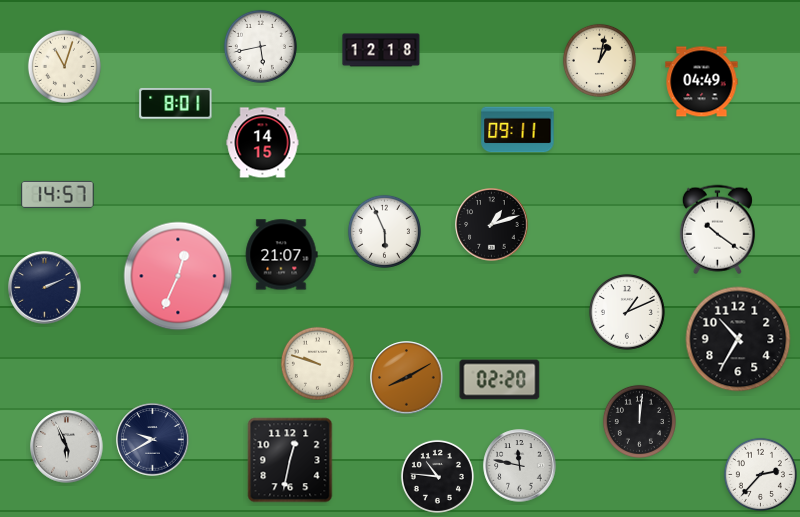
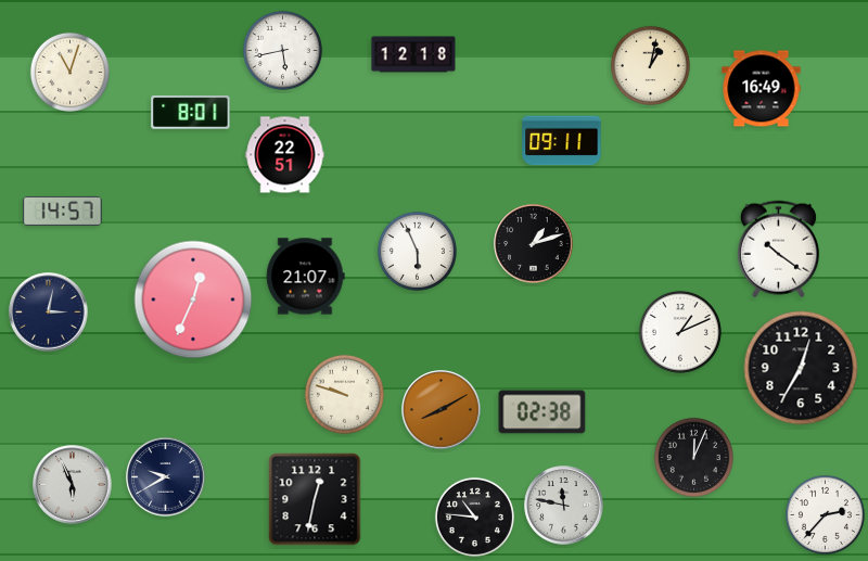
clock at (702, 82): 04:49 -> 16:49
clock at (263, 143): 14:15 -> 22:51
clock at (45, 288): 2:11 -> 3:02
clock at (627, 312) position: (627, 312) -> (680, 332)
clock at (738, 339): 10:35 -> 12:35
clock at (500, 380): 02:20 -> 02:38
clock at (639, 421): 12:01 -> 12:04
